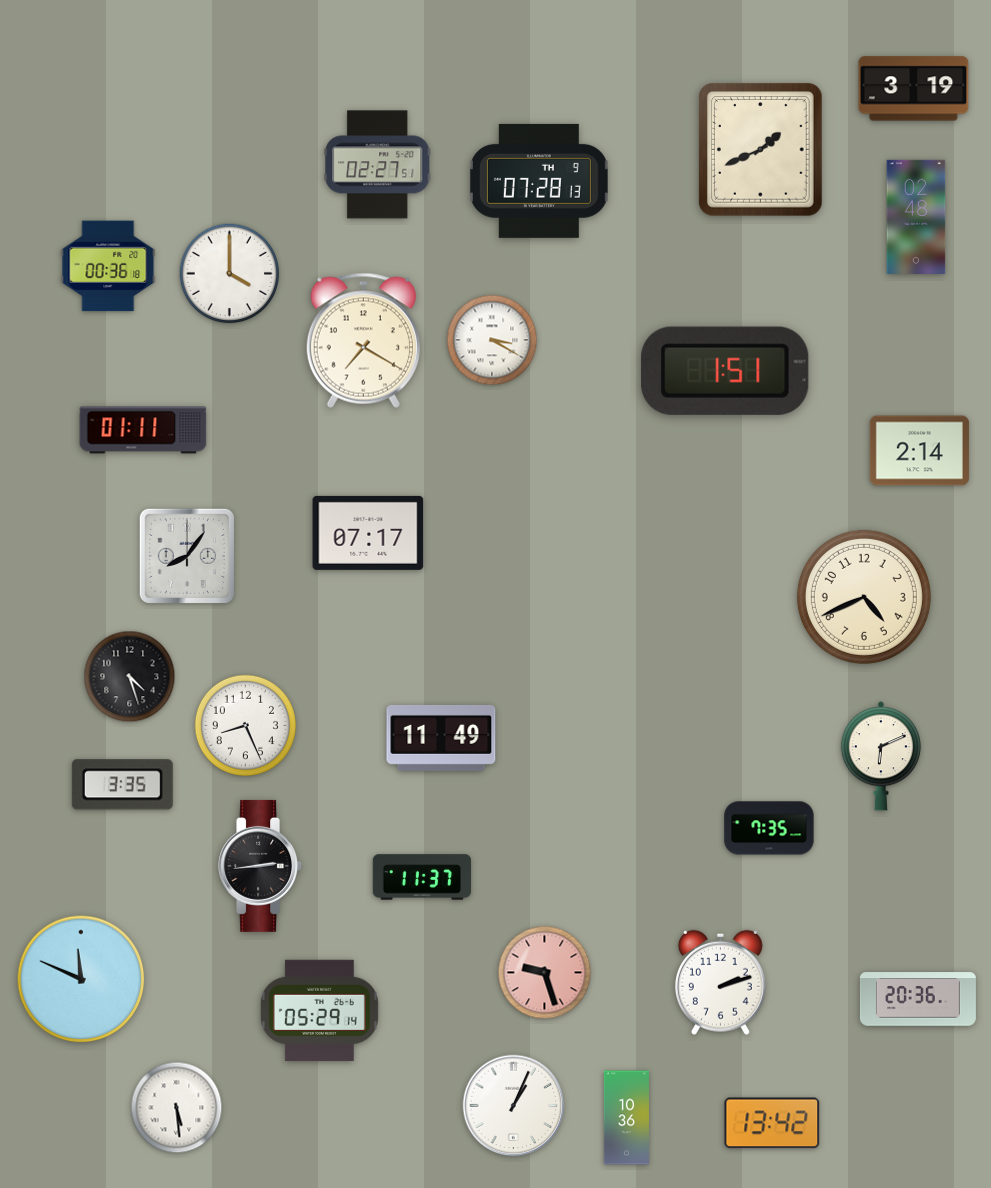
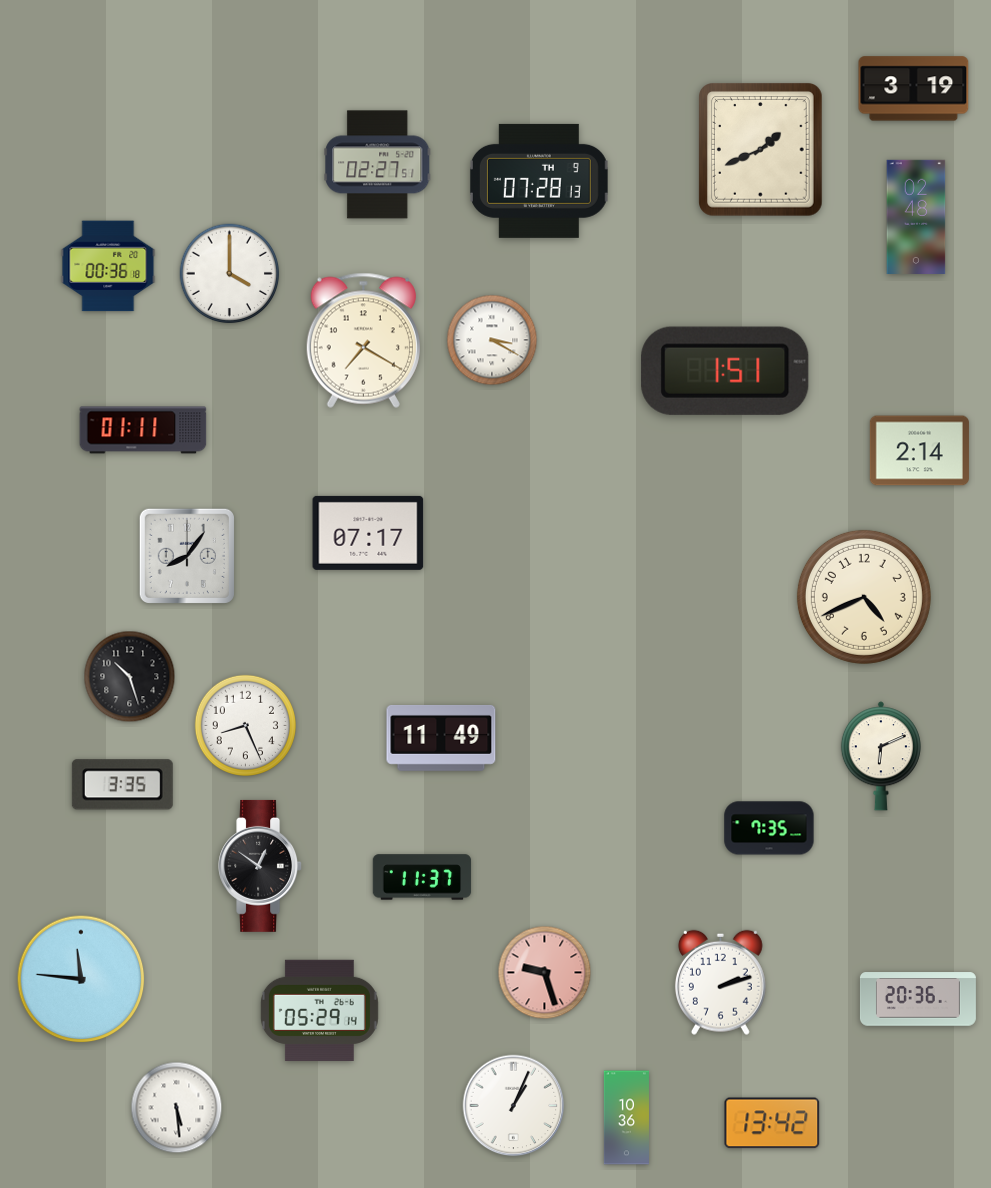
clock at (130, 677): 4:27 -> 10:27
clock at (261, 866): 2:44 -> 12:51
clock at (81, 979): 11:49 -> 11:46
